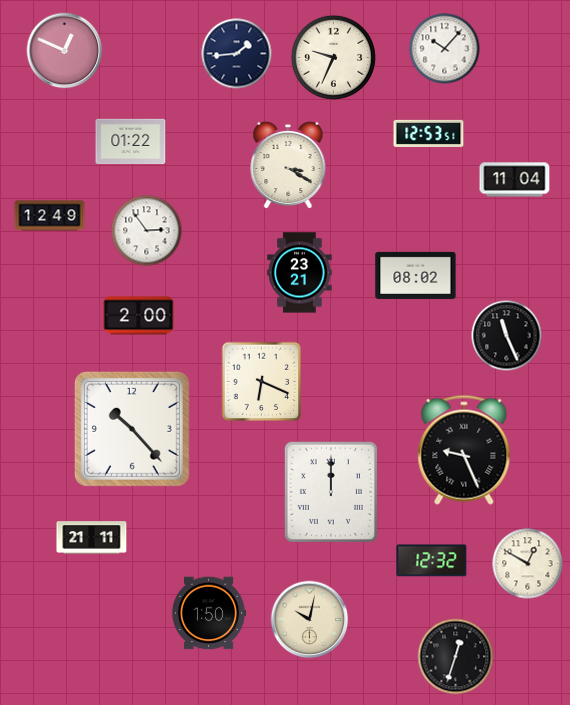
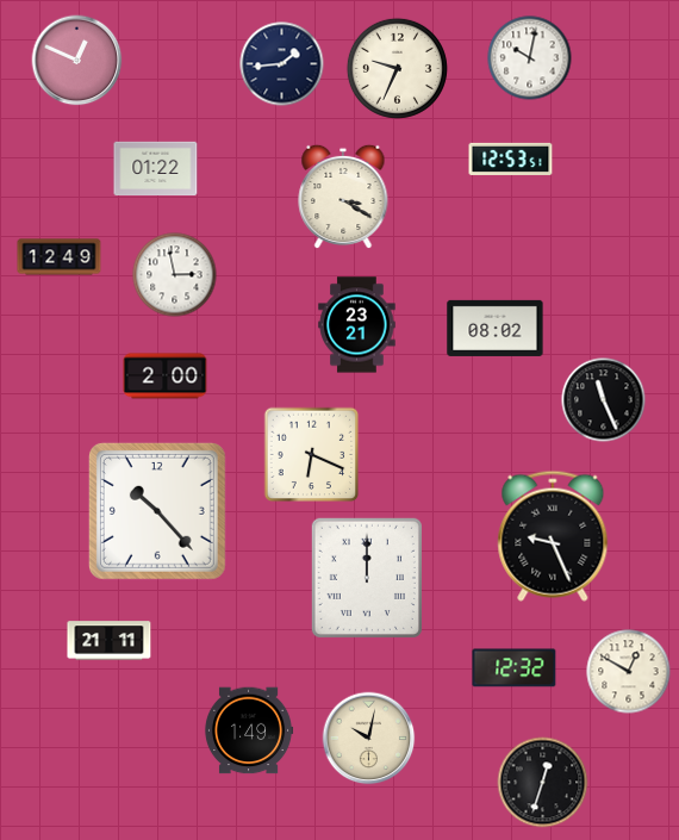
clock at (445, 49): 10:07 -> 10:02
clock at (515, 180): 11:04 -> none
clock at (147, 231): 2:54 -> 2:58
clock at (331, 492) position: (331, 492) -> (367, 578)
clock at (209, 613): 1:50 -> 1:49
